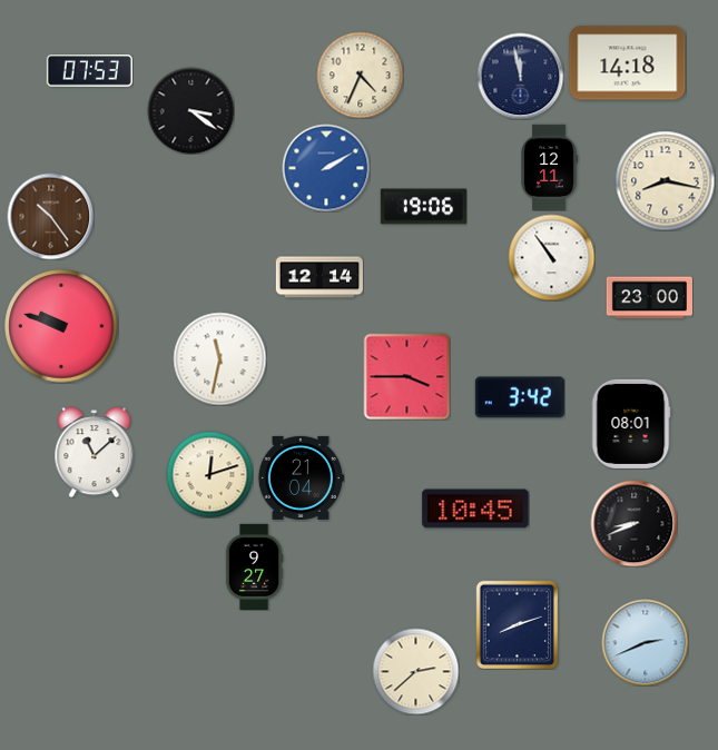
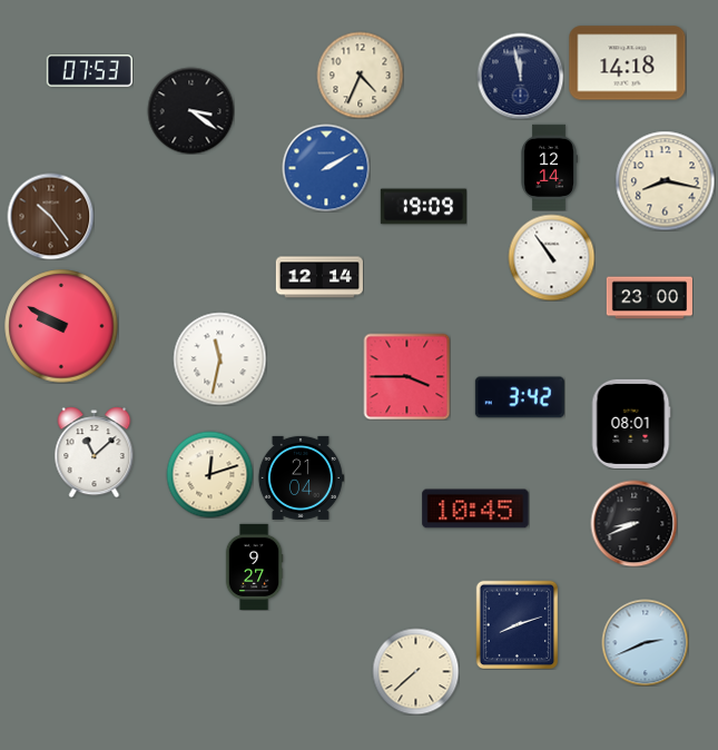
clock at (549, 167): 12:11 -> 12:14
clock at (423, 207): 19:06 -> 19:09
clock at (61, 326): 9:48 -> 9:50
clock at (415, 671): 2:38 -> 7:38
